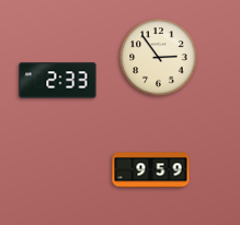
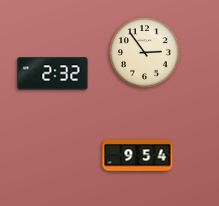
clock at (58, 81): 2:33 -> 2:32
clock at (151, 170): 9:59 -> 9:54
